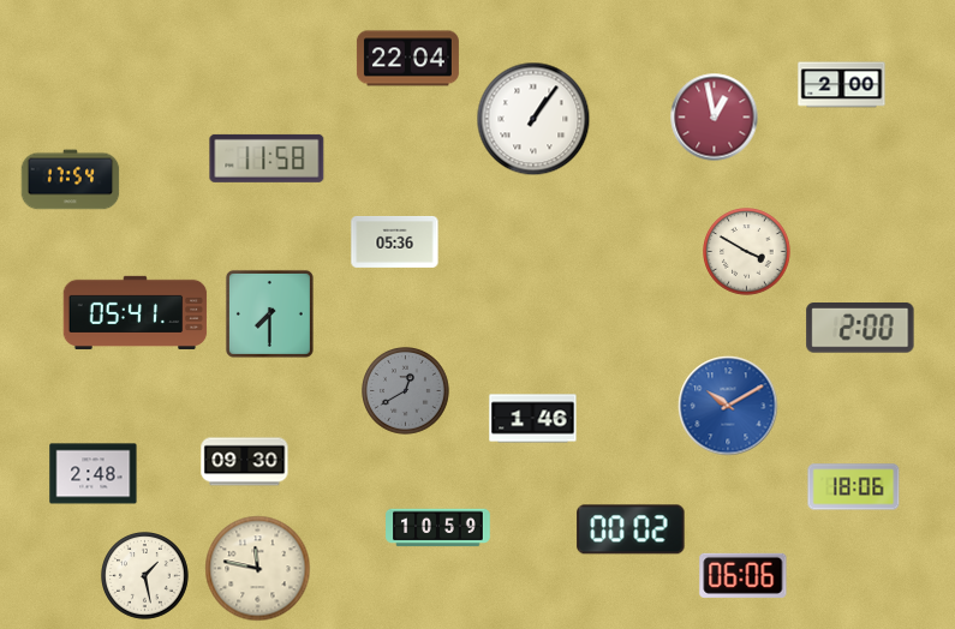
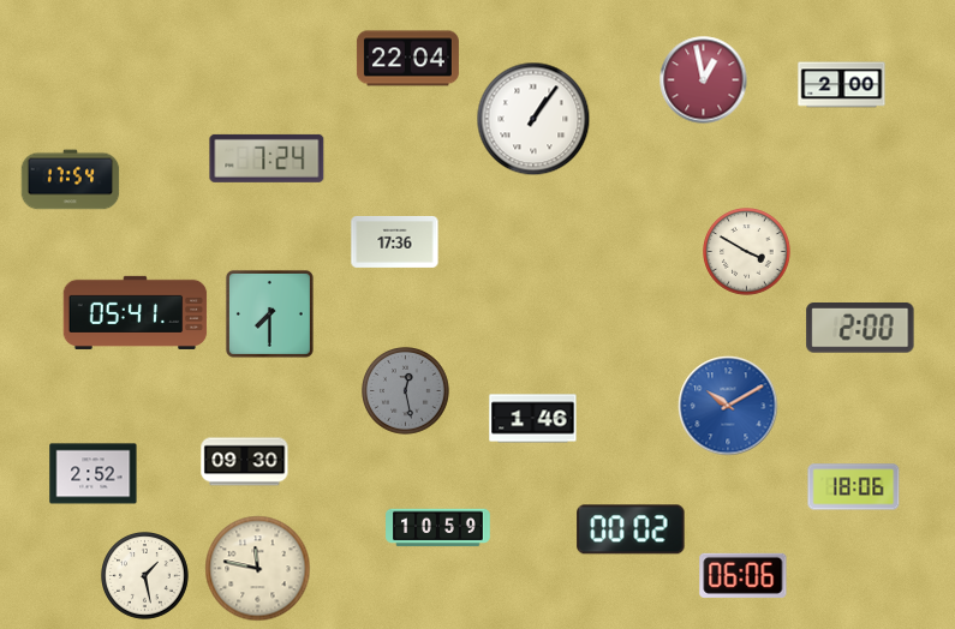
clock at (715, 118) position: (715, 118) -> (704, 80)
clock at (267, 158): 11:58 -> 7:24
clock at (395, 241): 05:36 -> 17:36
clock at (406, 391): 12:40 -> 12:28
clock at (94, 474): 2:48 -> 2:52
